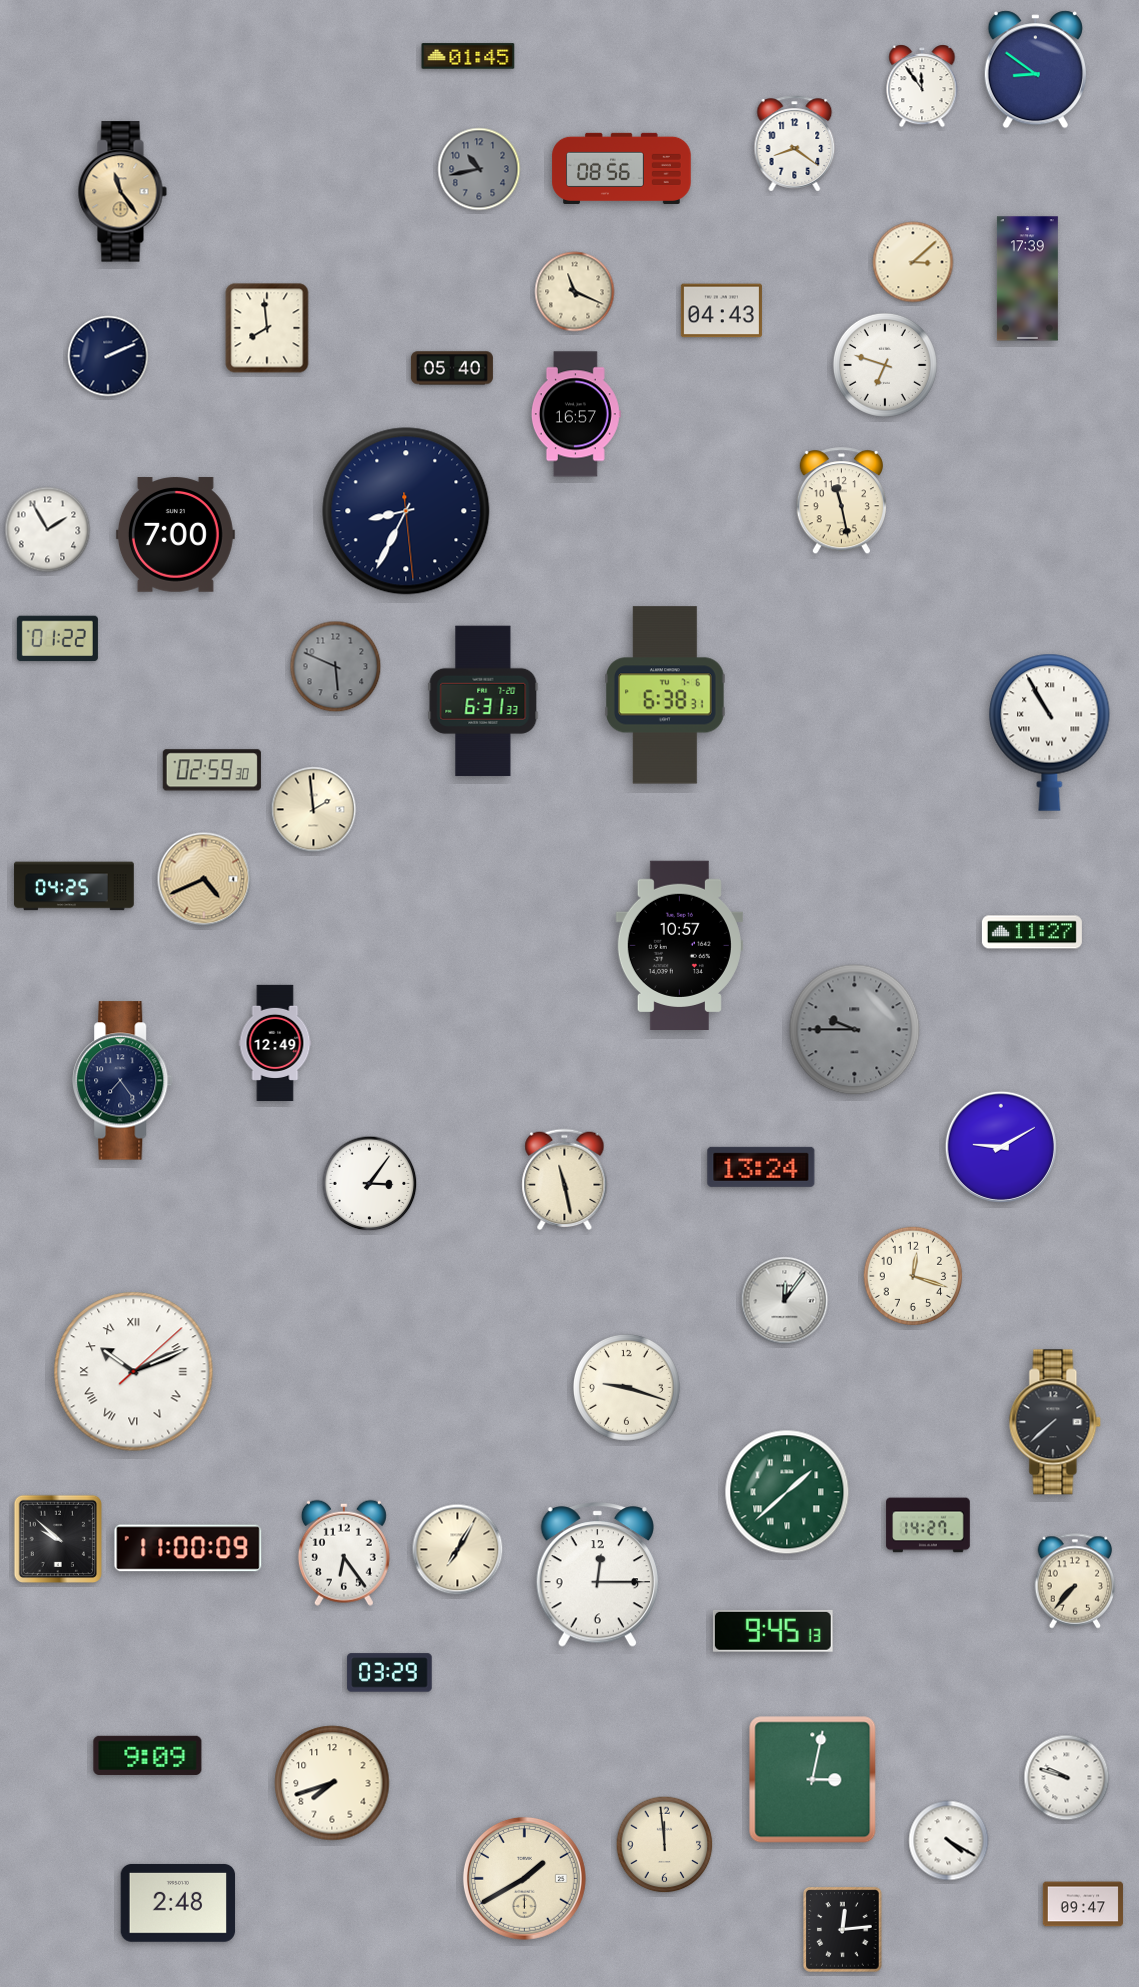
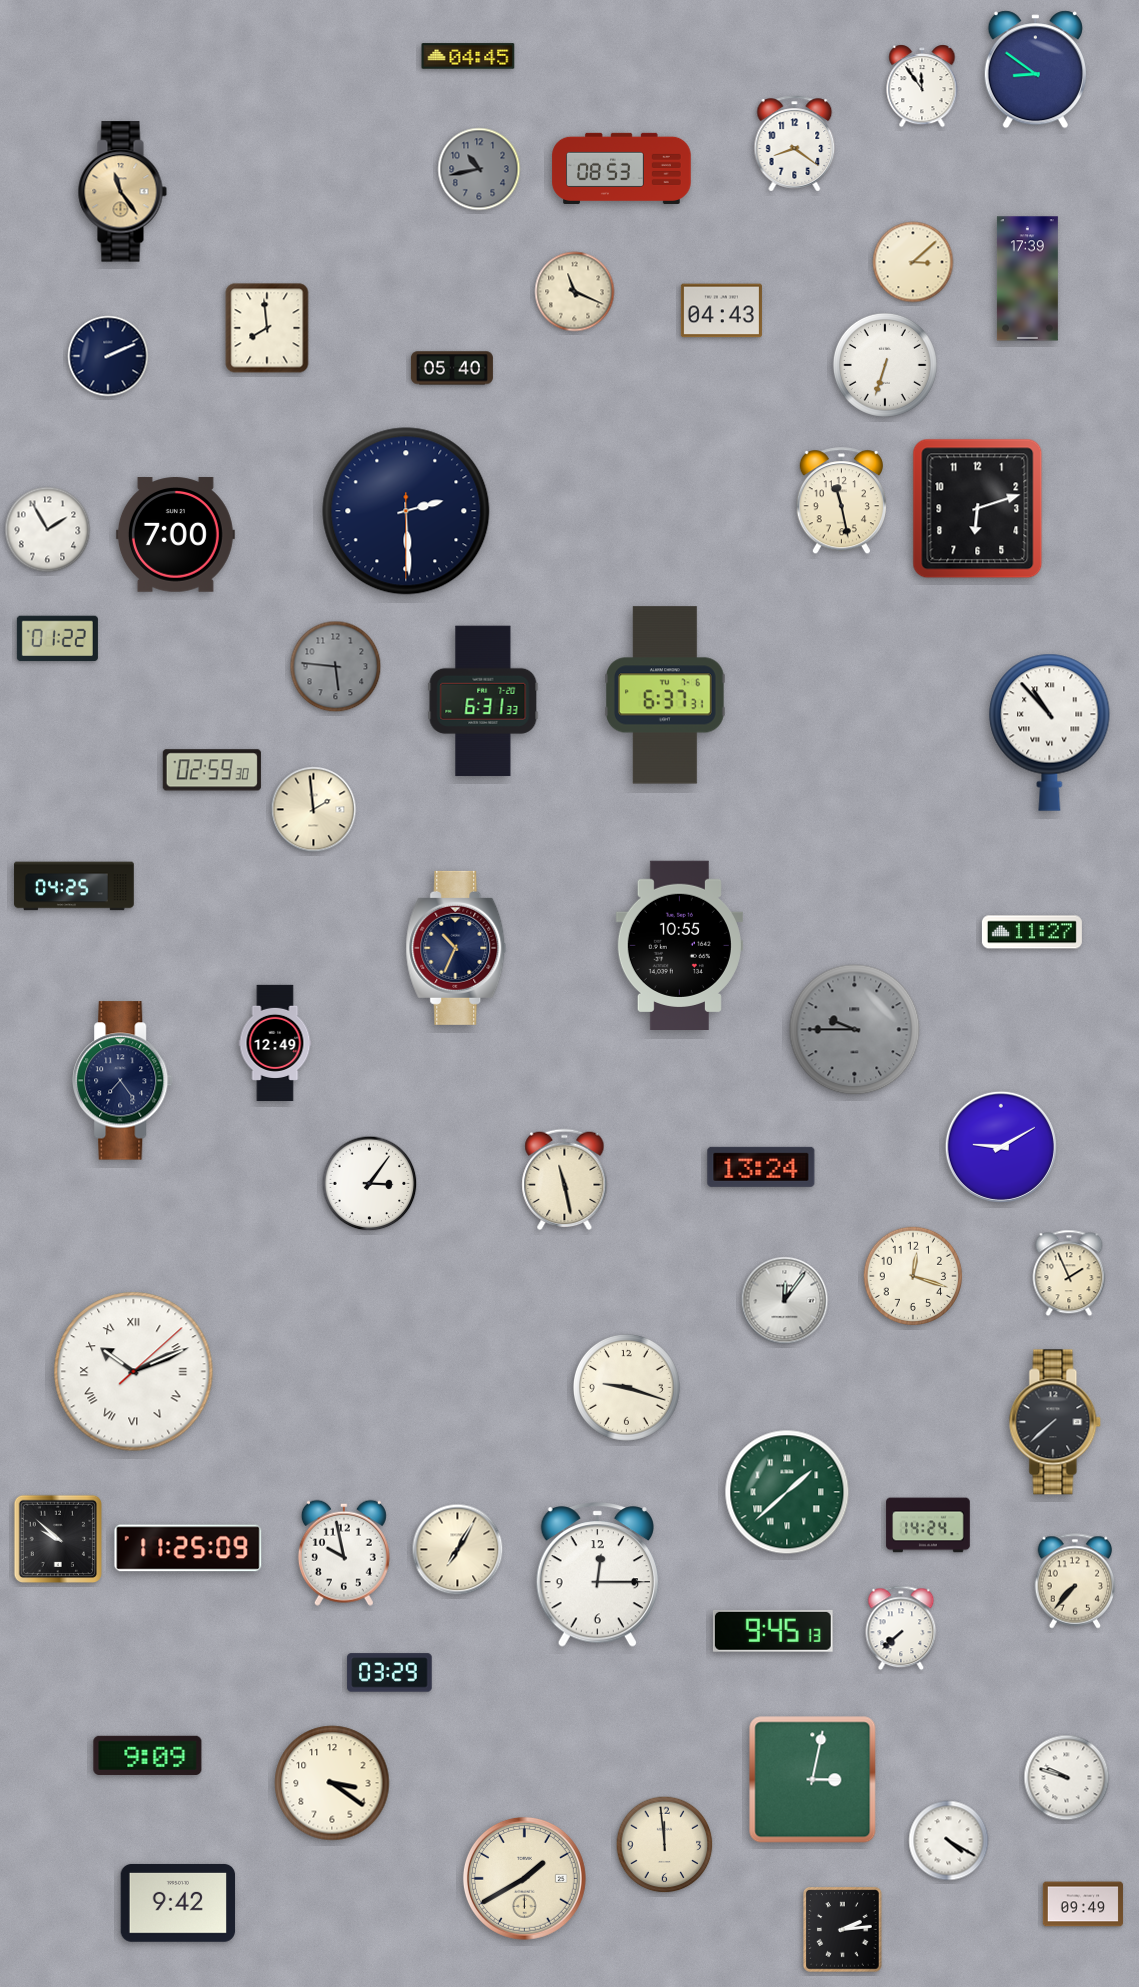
clock at (468, 56): 01:45 -> 04:45
clock at (622, 168): 08:56 -> 08:53
clock at (885, 365): 6:48 -> 6:33
clock at (576, 414): 16:57 -> none
clock at (978, 509): none -> 6:12
clock at (406, 511): 8:34 -> 2:29
clock at (336, 667): 5:49 -> 5:46
clock at (665, 695): 6:38 -> 6:37
clock at (1050, 732): 10:55 -> 10:53
clock at (204, 879): 4:41 -> none
clock at (679, 945): 10:57 -> 10:55
clock at (456, 948): none -> 10:34
clock at (1069, 1273): none -> 1:56
clock at (928, 1525): 14:27 -> 14:24
clock at (188, 1548): 11:00 -> 11:25
clock at (344, 1553): 6:24 -> 9:58
clock at (901, 1628): none -> 7:38
clock at (332, 1783): 7:42 -> 3:21
clock at (178, 1903): 2:48 -> 9:42
clock at (1082, 1904): 09:47 -> 09:49
clock at (843, 1930): 12:14 -> 2:14
